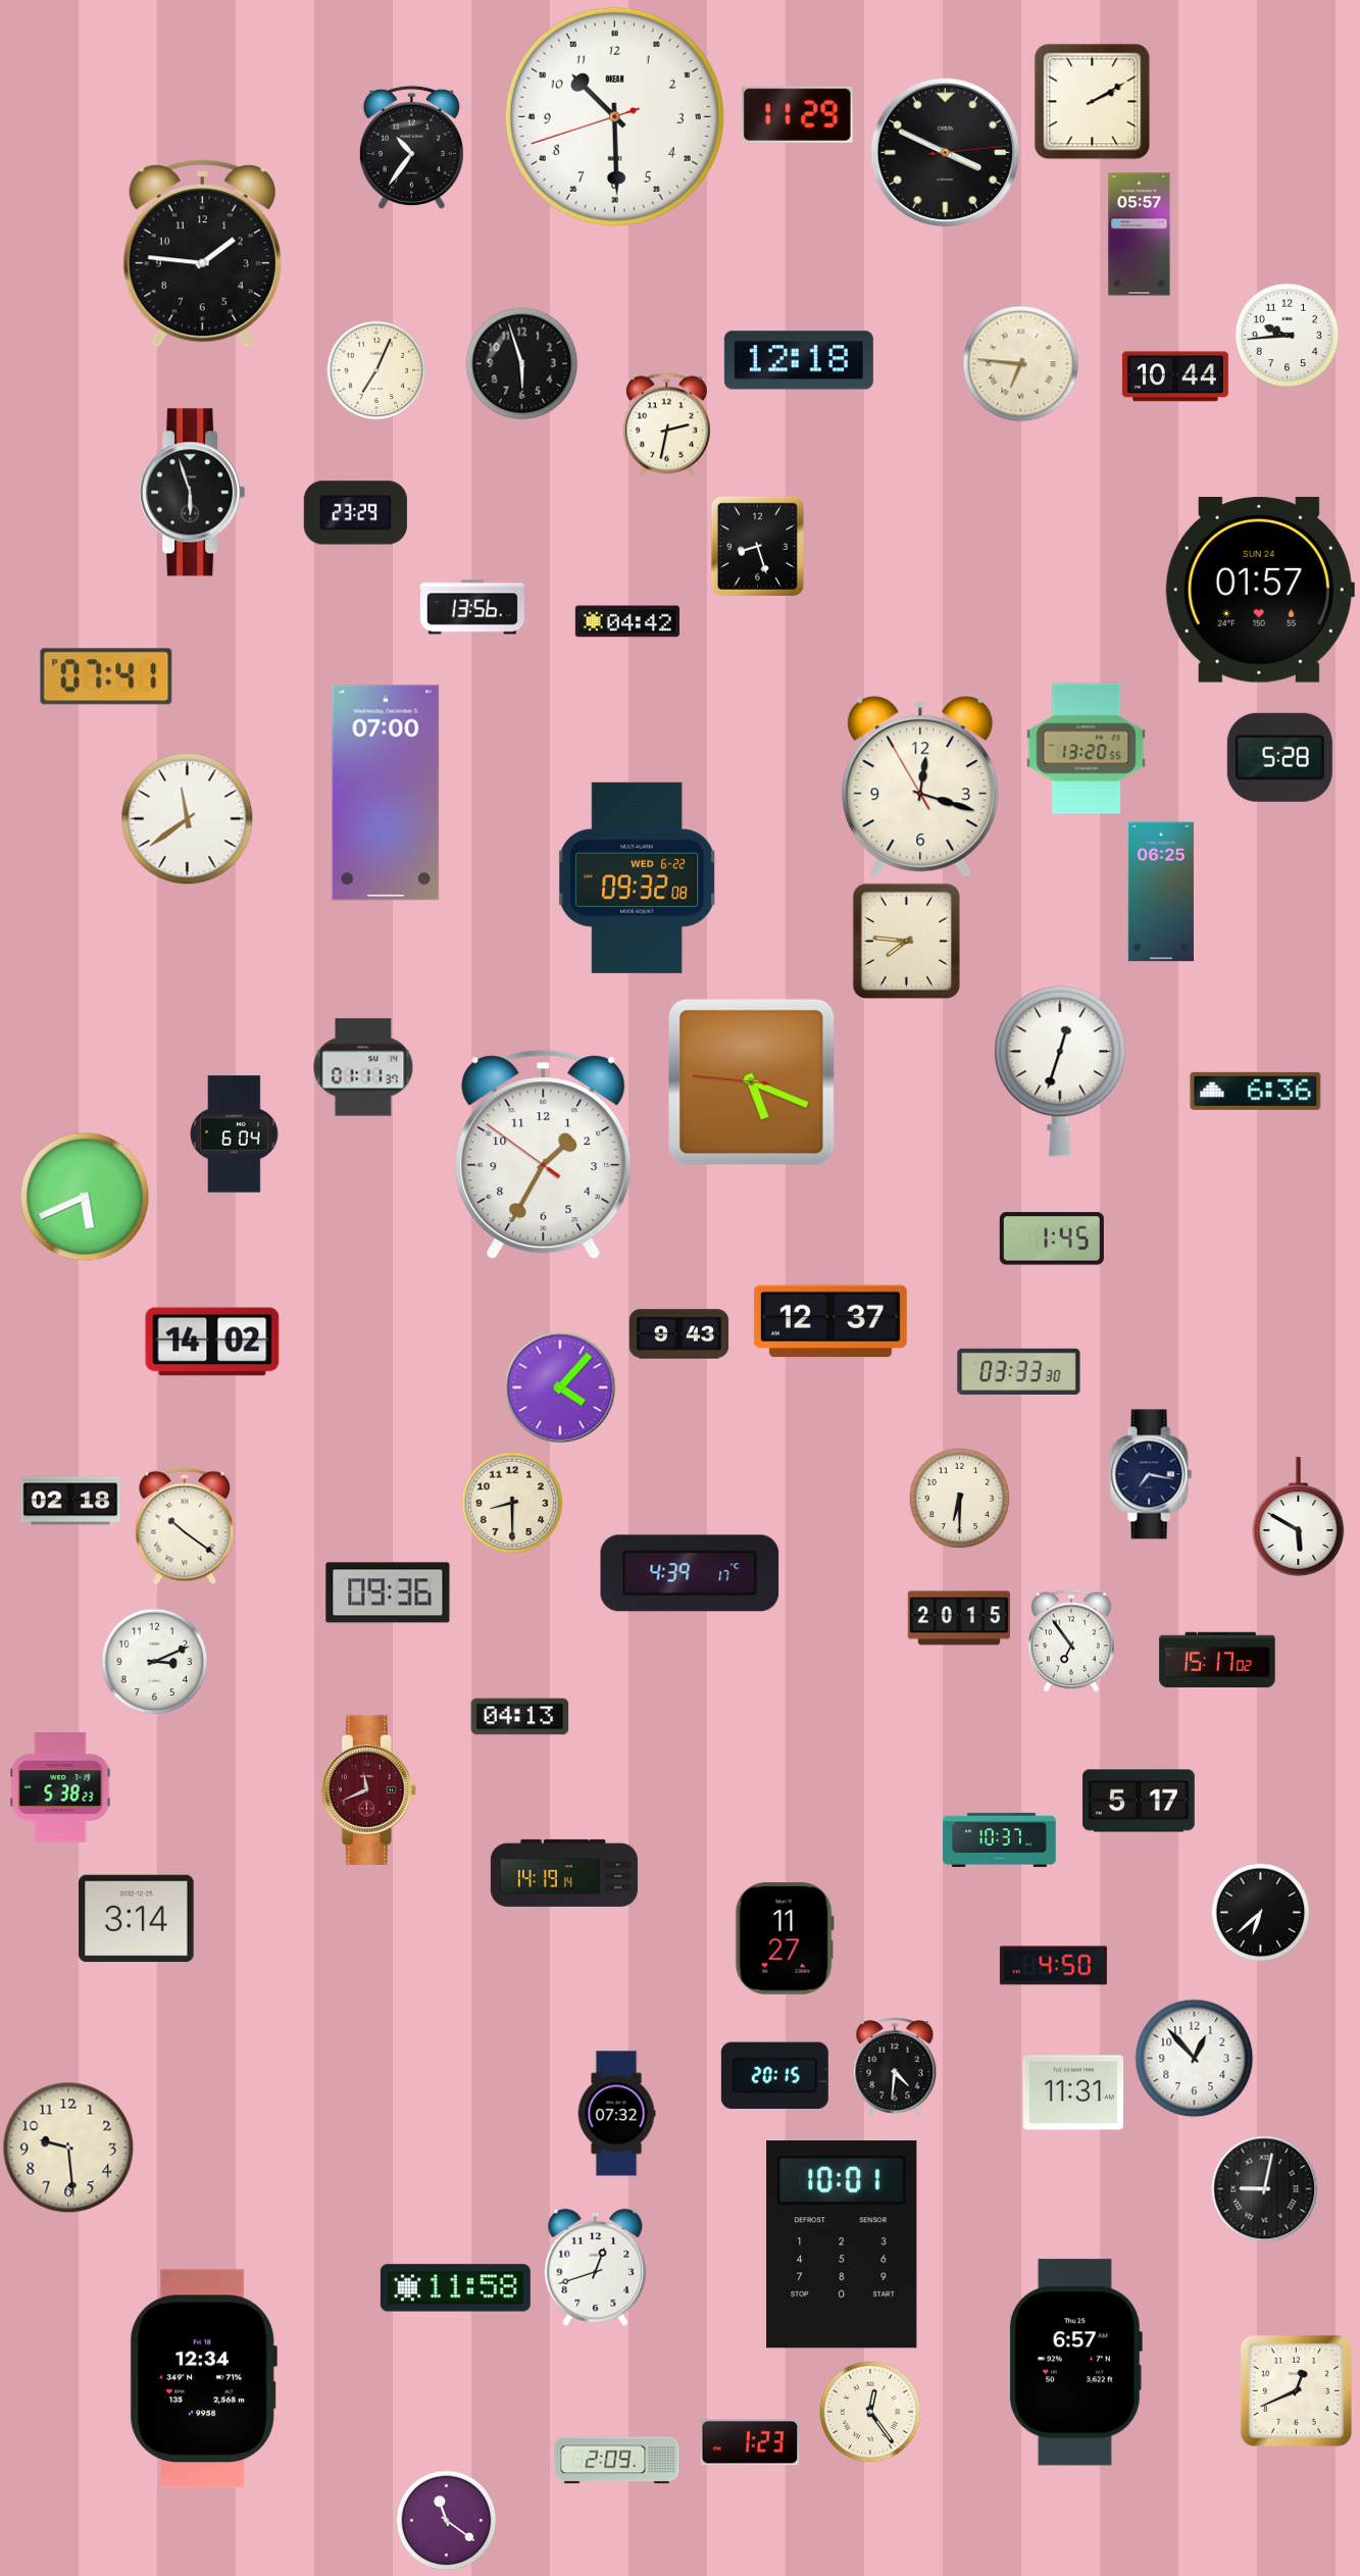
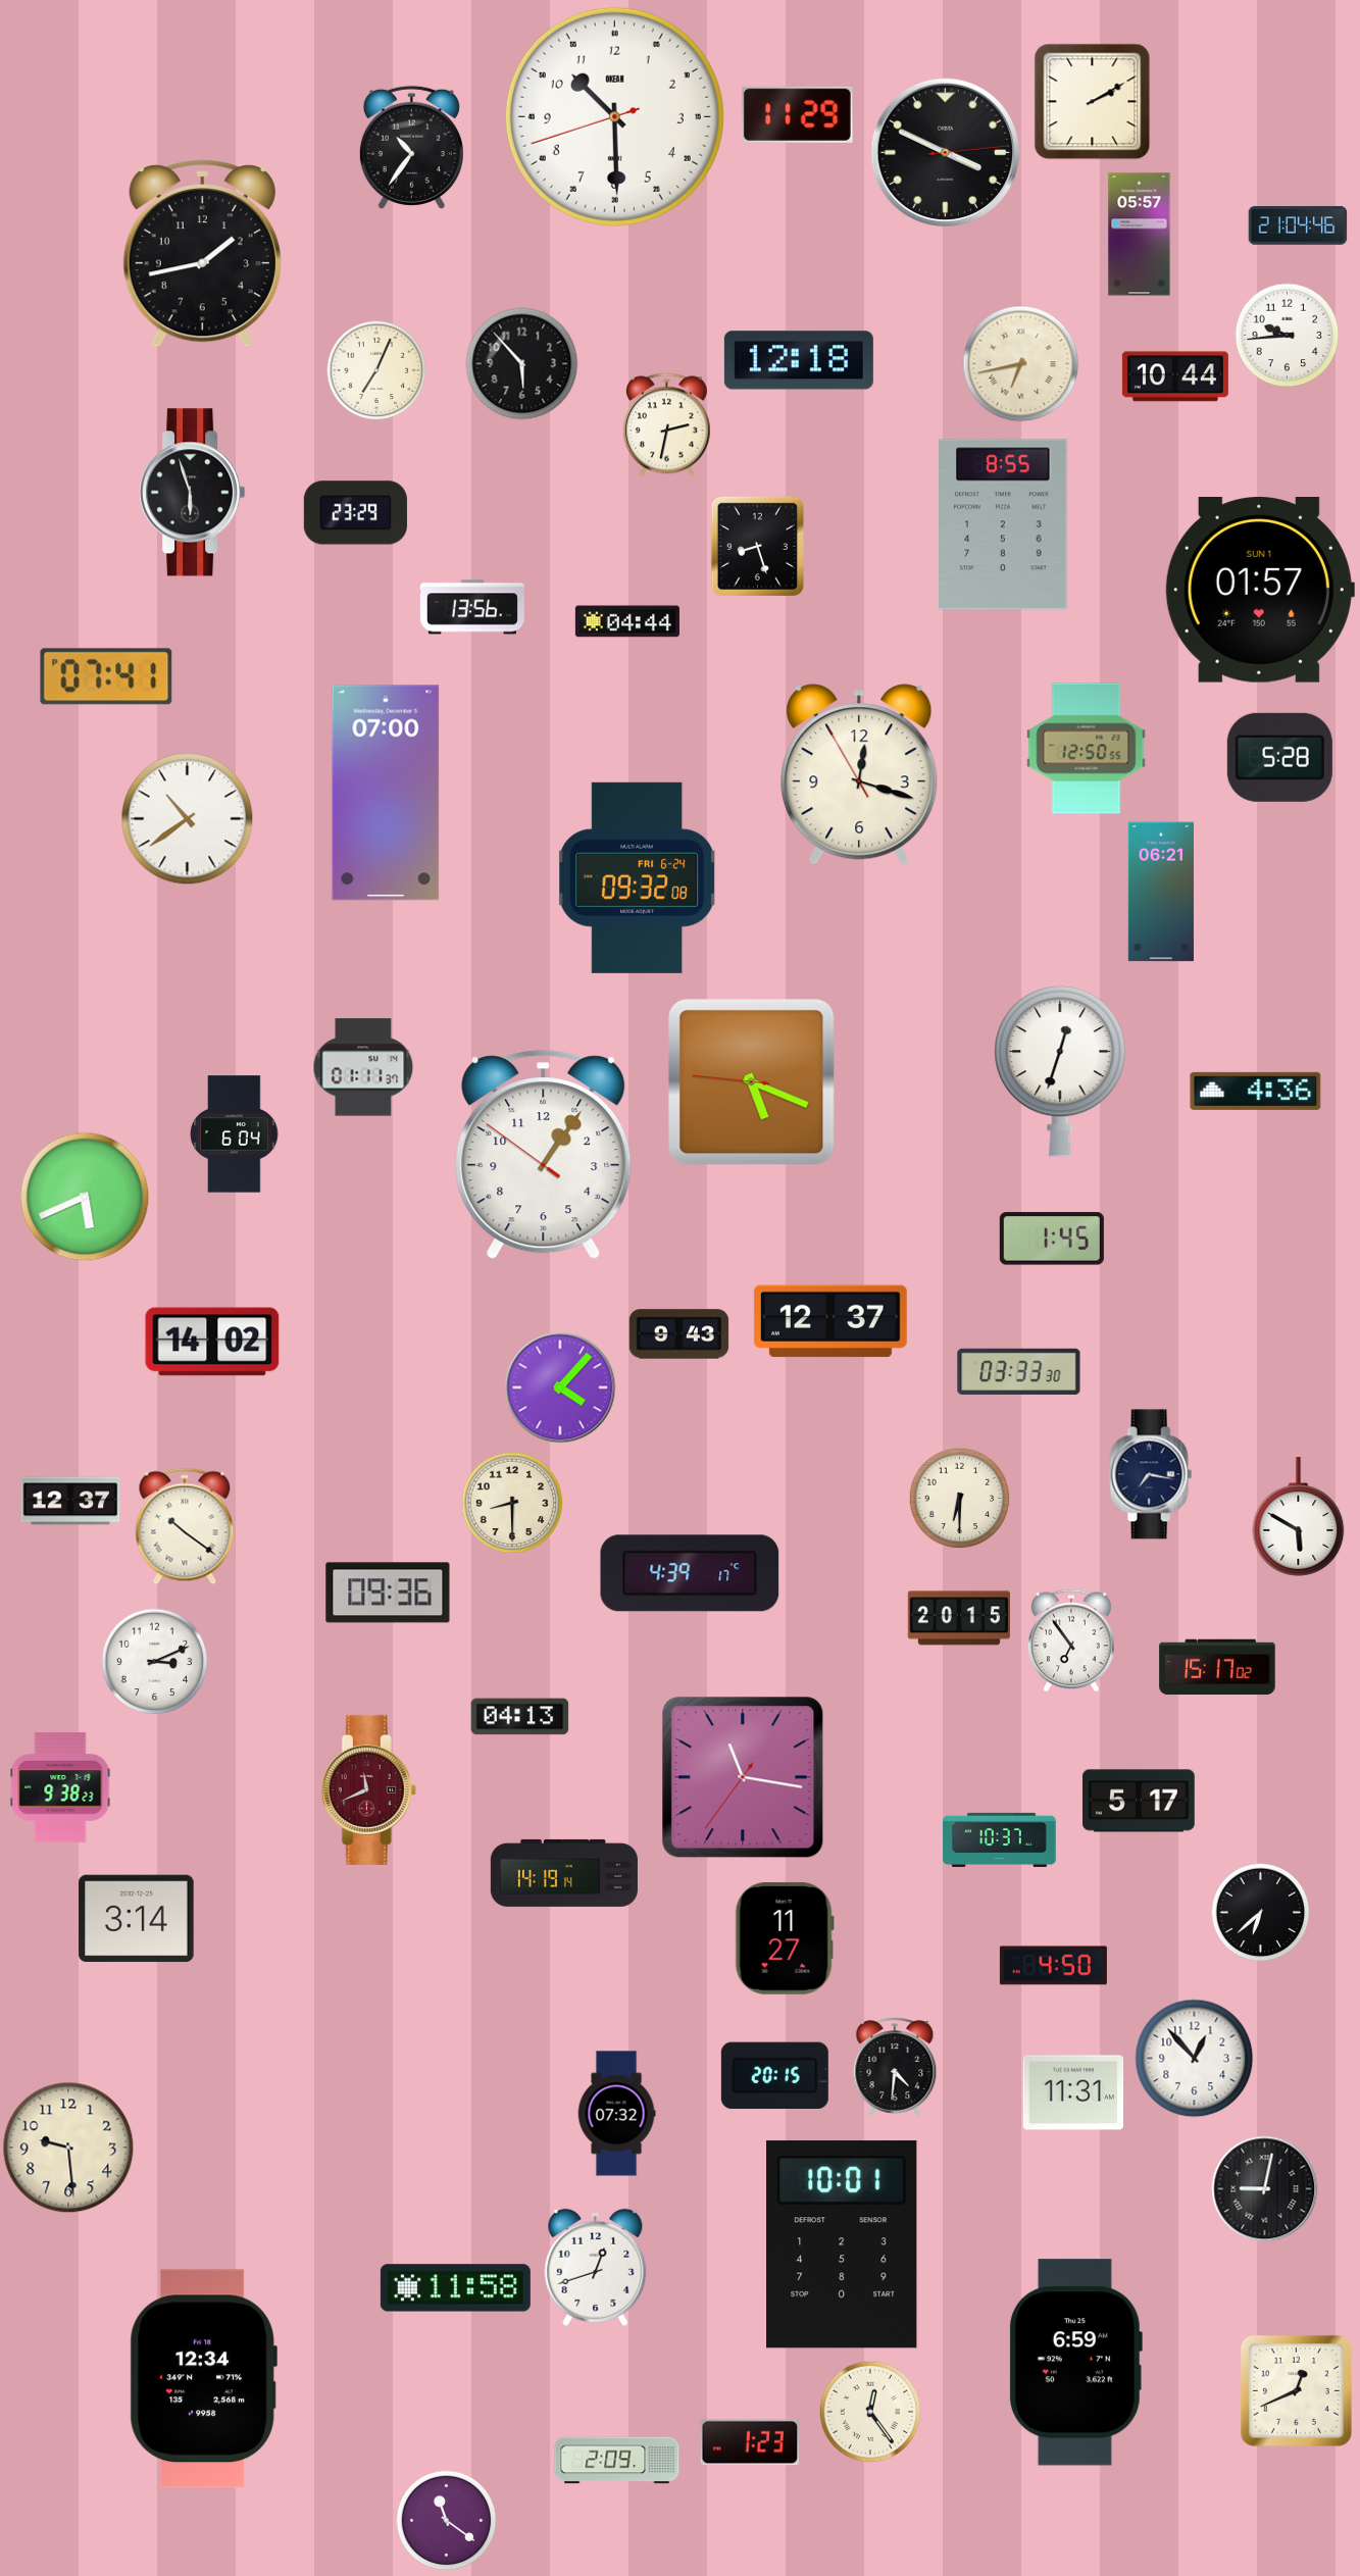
clock at (1298, 225): none -> 21:04
clock at (202, 254): 1:46 -> 1:43
clock at (522, 364): 5:57 -> 5:53
clock at (1021, 364): 6:46 -> 6:43
clock at (1003, 524): none -> 8:55
clock at (1260, 591) date: SUN 24 -> SUN 1
clock at (627, 621): 04:42 -> 04:44
clock at (1087, 749): 13:20 -> 12:50
clock at (920, 787) position: (920, 787) -> (859, 774)
clock at (188, 819): 11:39 -> 10:39
clock at (638, 877) date: WED 6-22 -> FRI 6-24
clock at (1161, 892): 06:25 -> 06:21
clock at (906, 941): 7:46 -> none
clock at (1256, 1091): 6:36 -> 4:36
clock at (544, 1155): 1:34 -> 1:05
clock at (70, 1501): 02:18 -> 12:37
clock at (1217, 1660) position: (1217, 1660) -> (1217, 1667)
clock at (743, 1777): none -> 11:16
clock at (60, 1787): 5:38 -> 9:38
clock at (1075, 2363): 6:57 -> 6:59
